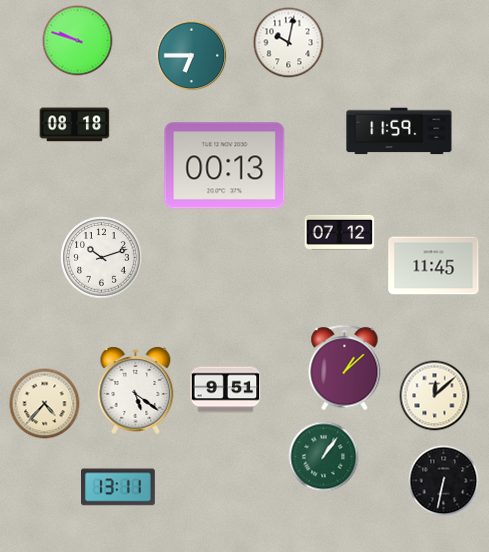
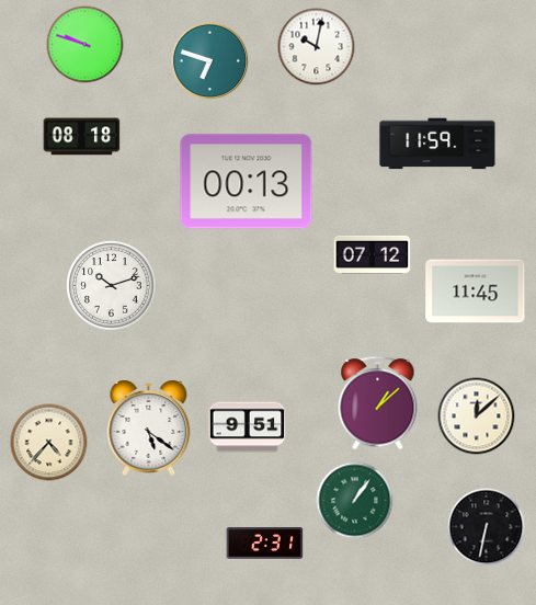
clock at (192, 56): 6:45 -> 6:48
clock at (102, 258) position: (102, 258) -> (112, 286)
clock at (435, 396) position: (435, 396) -> (477, 416)
clock at (119, 487): 13:11 -> none
clock at (265, 544): none -> 2:31
